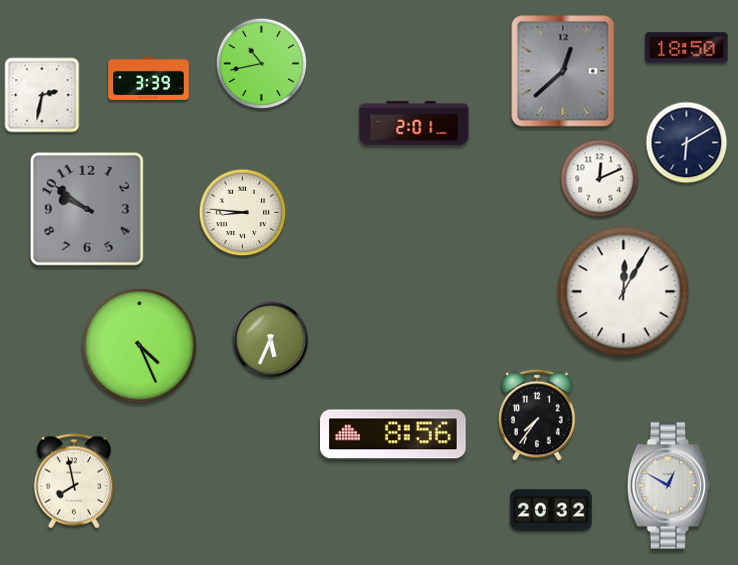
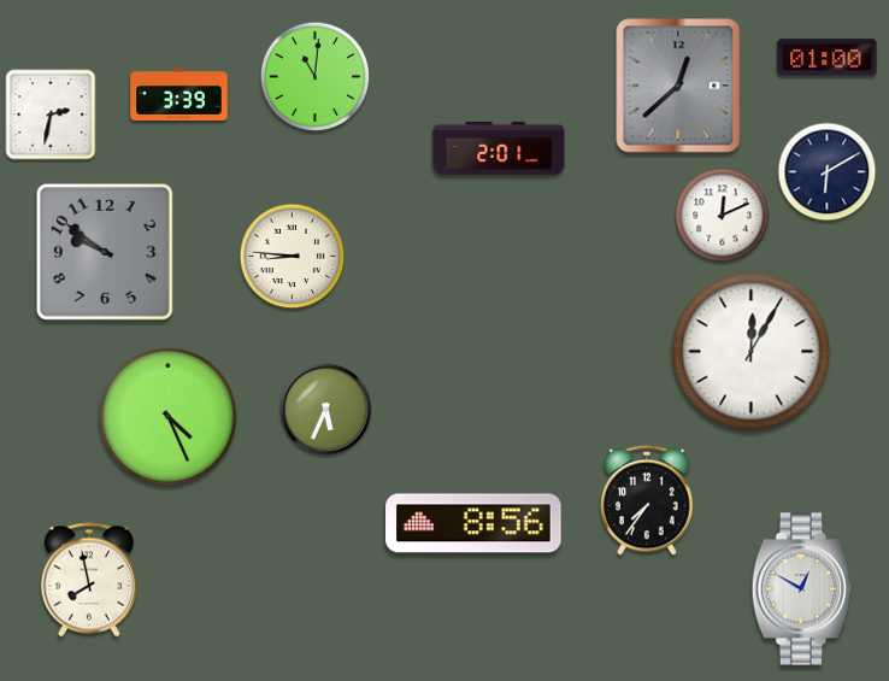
clock at (687, 48): 18:50 -> 01:00
clock at (262, 64): 10:43 -> 11:01
clock at (669, 486) position: (669, 486) -> (802, 589)
clock at (551, 510): 20:32 -> none
